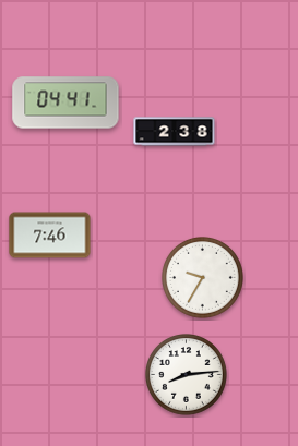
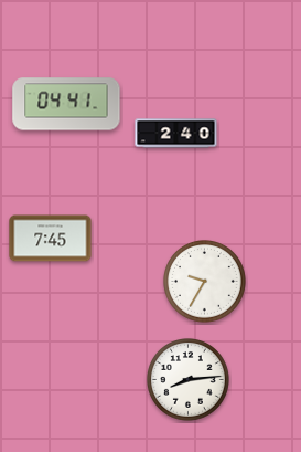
clock at (175, 132): 2:38 -> 2:40
clock at (50, 236): 7:46 -> 7:45
